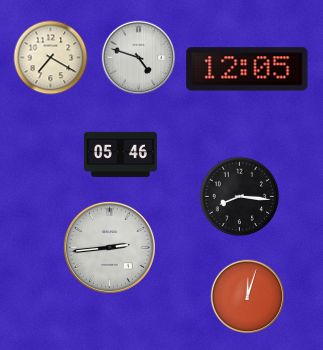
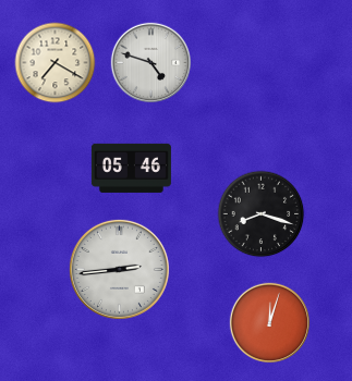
clock at (247, 69): 12:05 -> none
clock at (240, 197): 8:16 -> 8:18
